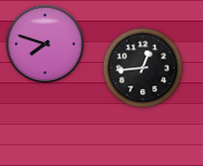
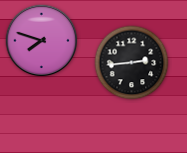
clock at (143, 68): 12:44 -> 2:44
